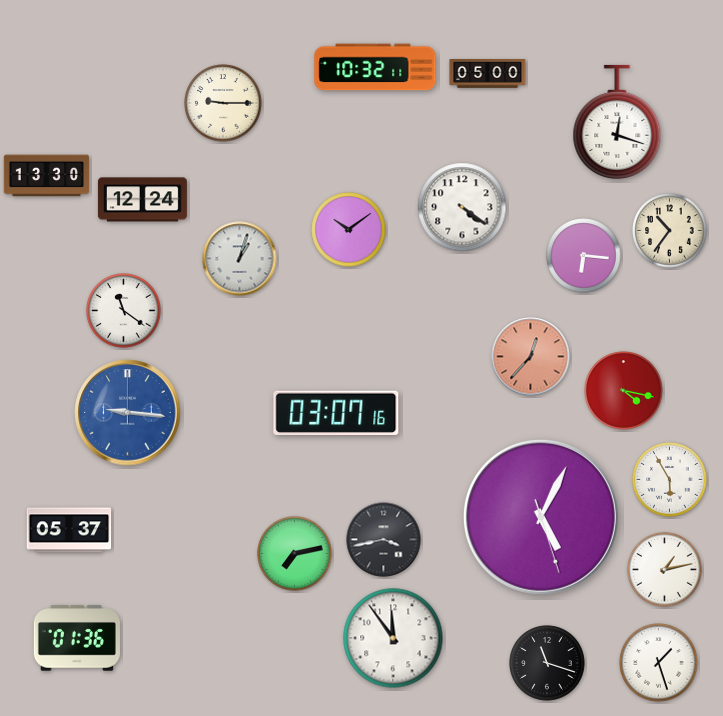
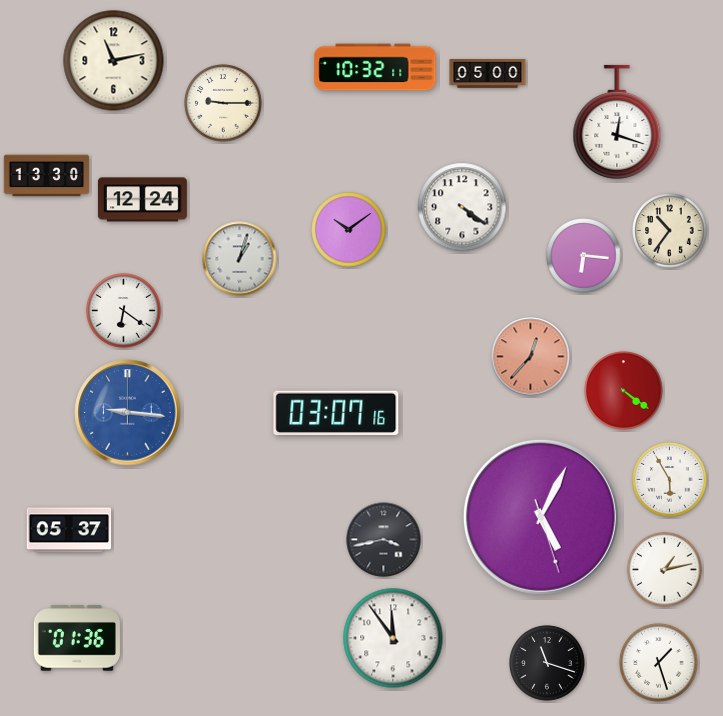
clock at (114, 61): none -> 11:13
clock at (124, 311): 11:21 -> 6:21
clock at (624, 391): 4:17 -> 4:21
clock at (295, 554): 7:13 -> none
